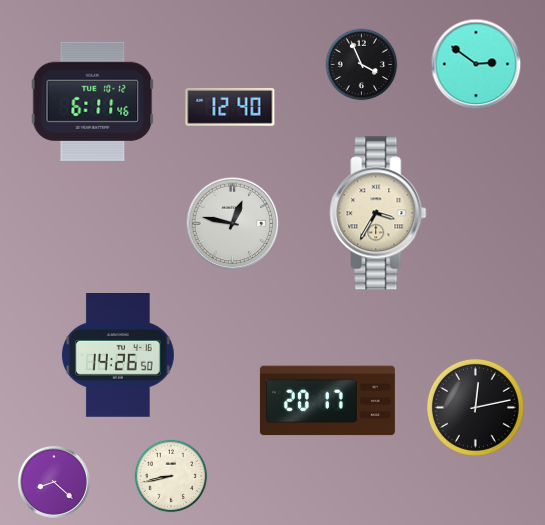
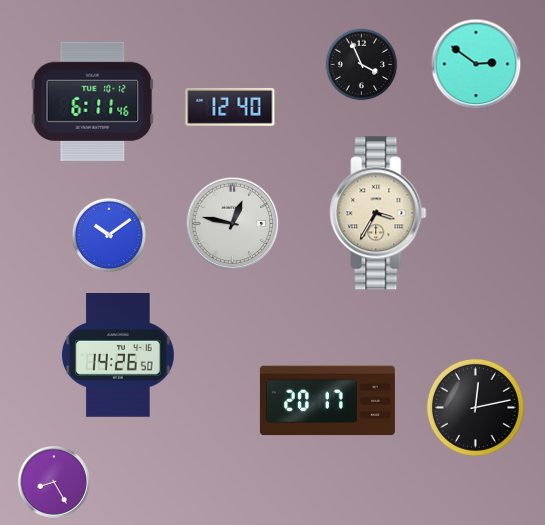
clock at (109, 235): none -> 10:09
clock at (171, 476): 8:43 -> none
clock at (54, 482): 8:22 -> 8:25
